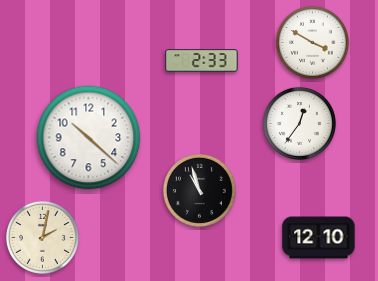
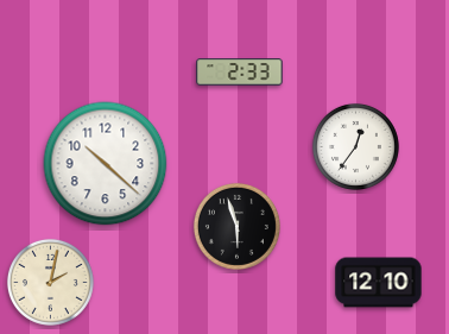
clock at (312, 42): 3:50 -> none
clock at (199, 190): 10:57 -> 5:57
